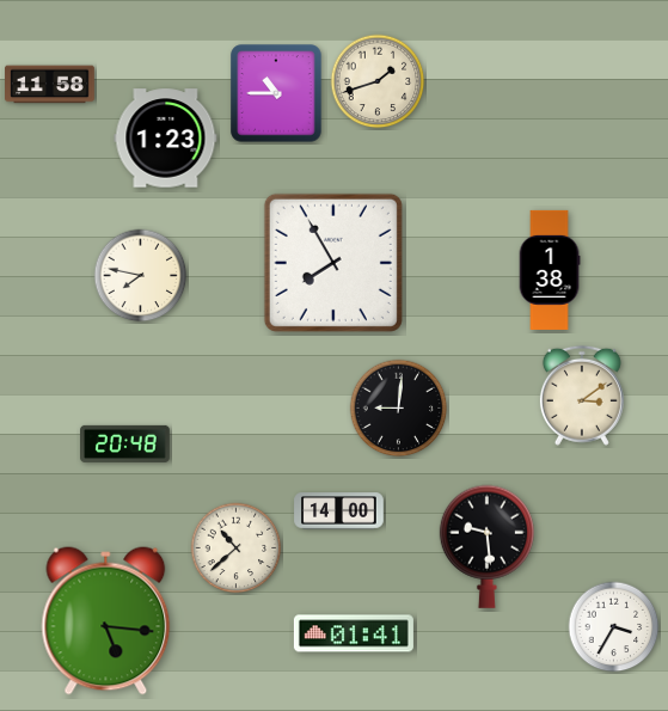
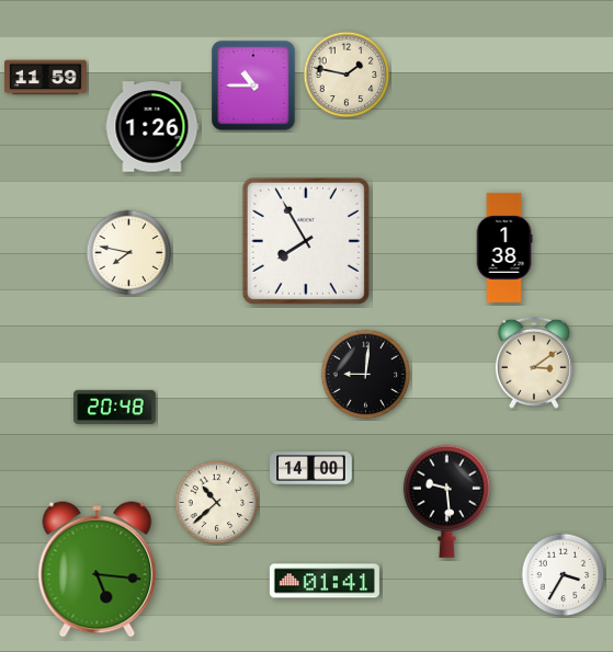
clock at (378, 81): 1:42 -> 1:47
clock at (50, 85): 11:58 -> 11:59
clock at (166, 139): 1:23 -> 1:26
